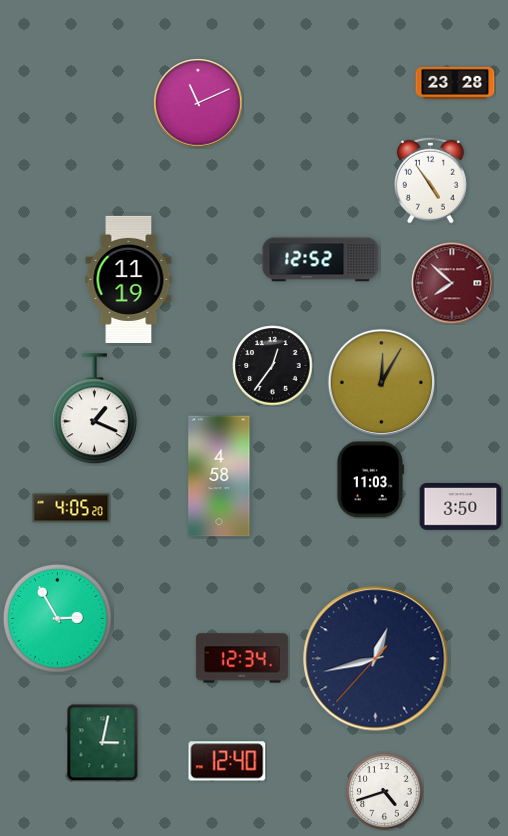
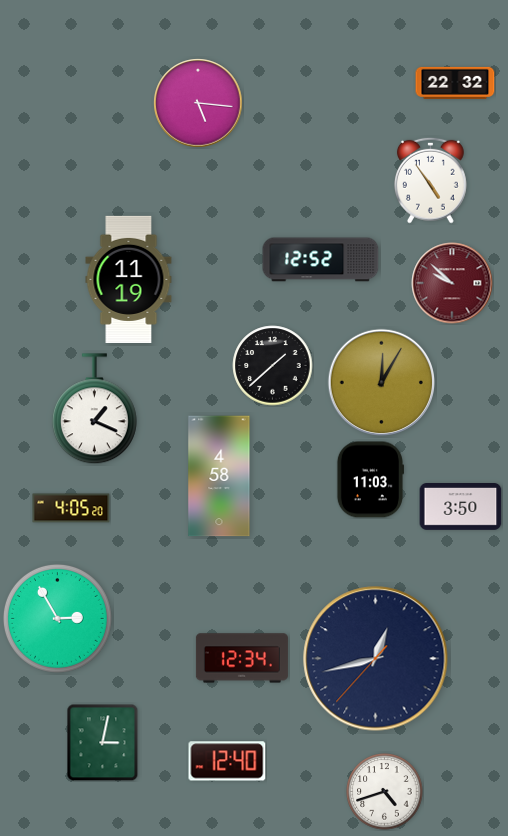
clock at (455, 83): 23:28 -> 22:32
clock at (198, 103): 11:11 -> 5:16
clock at (452, 283): 7:52 -> 9:52
clock at (273, 366): 12:36 -> 1:38
